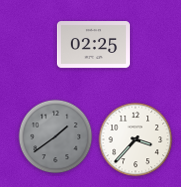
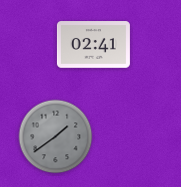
clock at (93, 45): 02:25 -> 02:41
clock at (136, 140): 3:37 -> none
